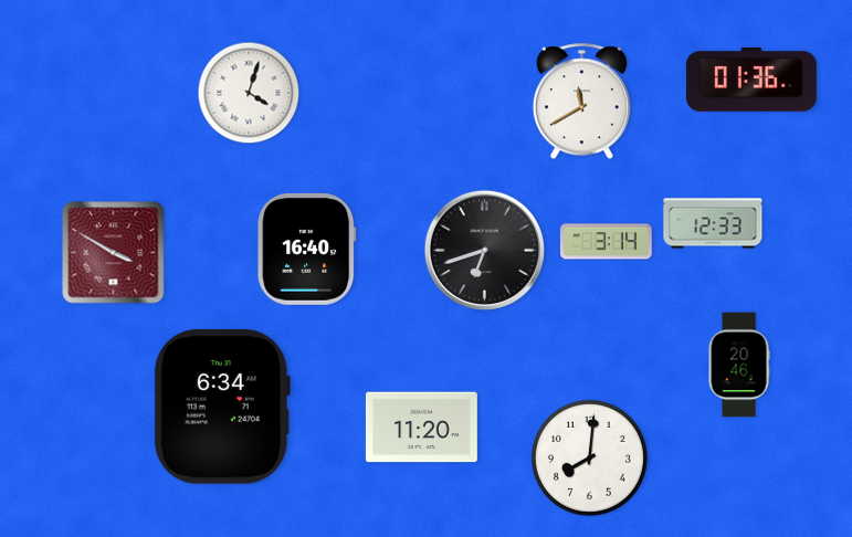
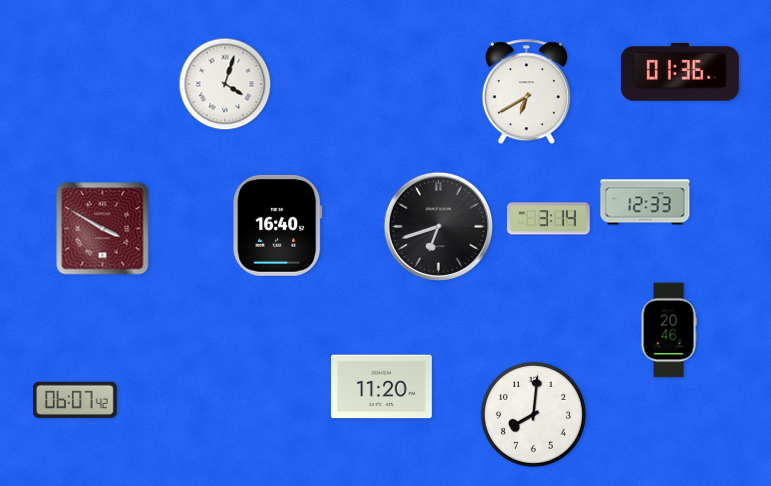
clock at (581, 102): 11:40 -> 6:40
clock at (222, 408): 6:34 -> none
clock at (76, 400): none -> 06:07
